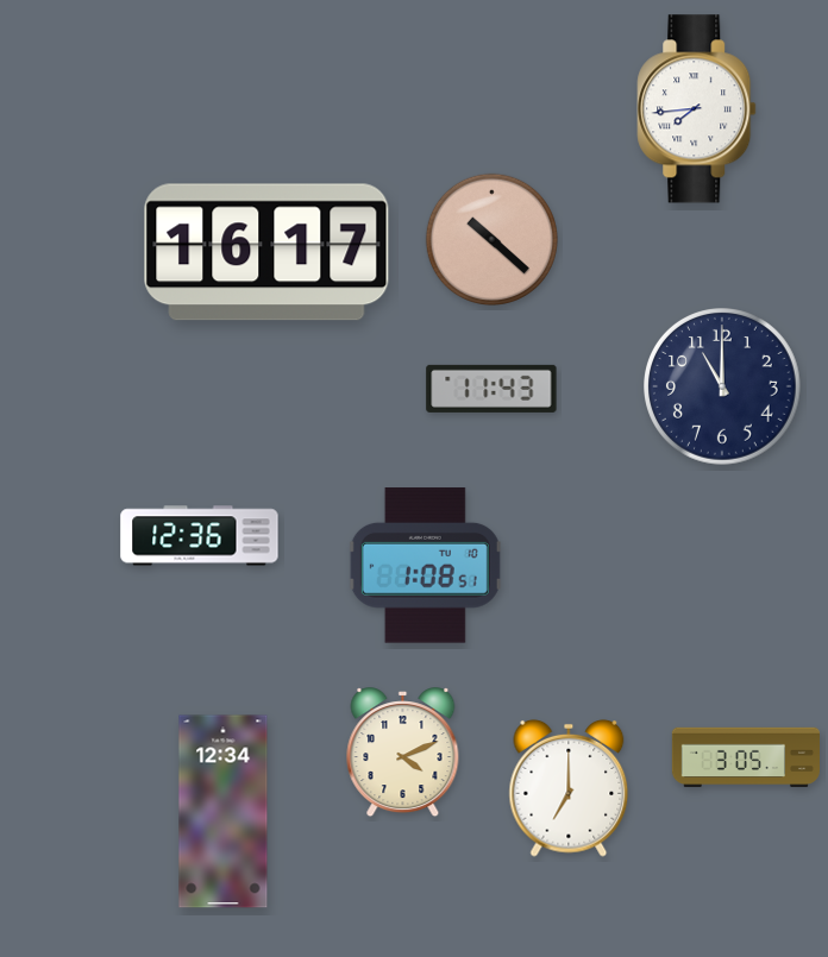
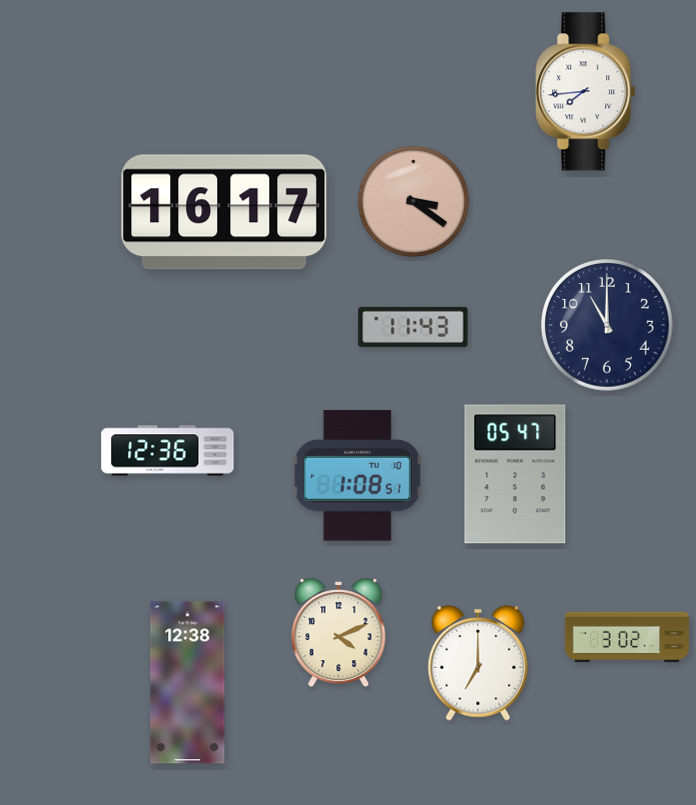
clock at (491, 239): 10:22 -> 3:21
clock at (515, 474): none -> 05:47
clock at (745, 757): 3:05 -> 3:02
clock at (224, 812): 12:34 -> 12:38
